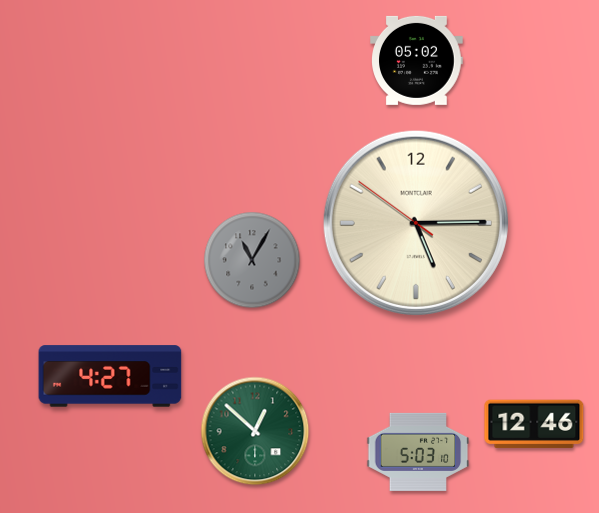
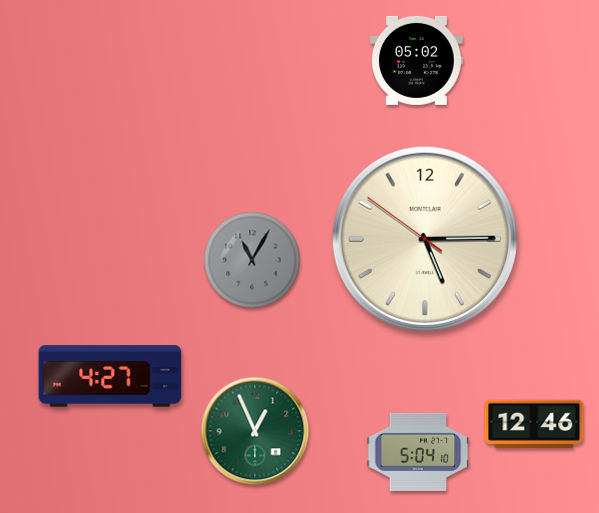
clock at (416, 223) position: (416, 223) -> (425, 239)
clock at (255, 431): 12:52 -> 12:56
clock at (418, 452): 5:03 -> 5:04
